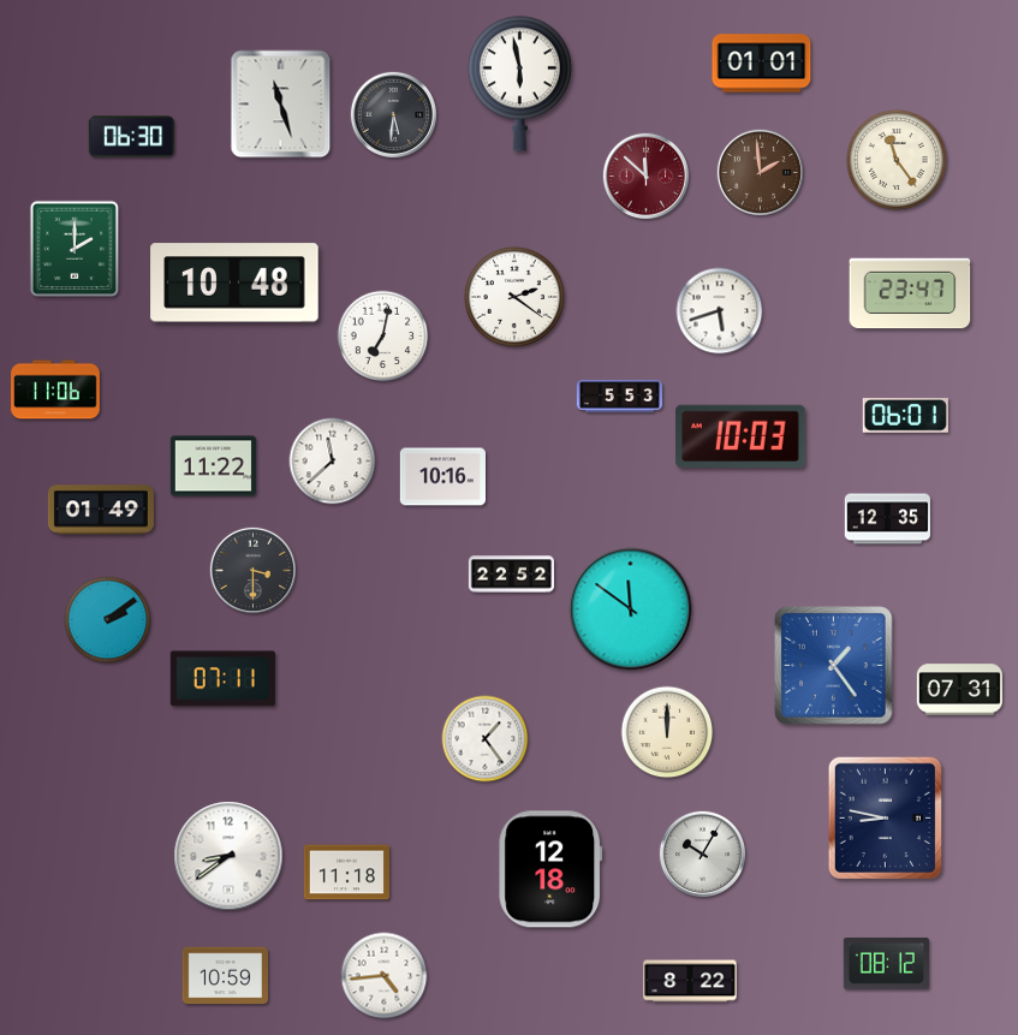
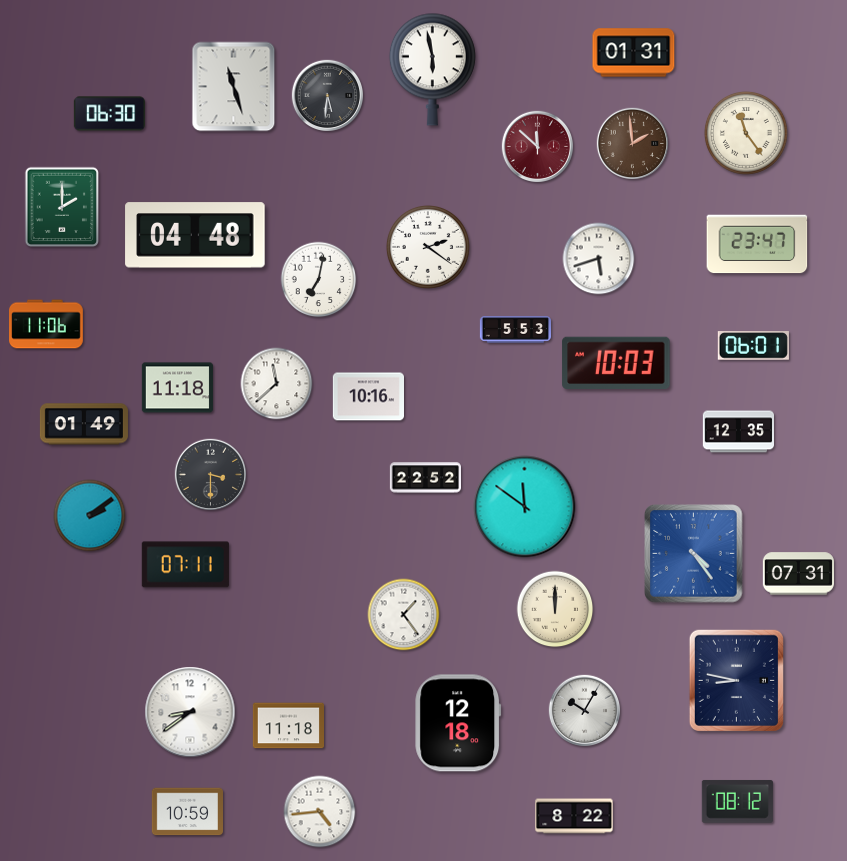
clock at (762, 64): 01:01 -> 01:31
clock at (234, 282): 10:48 -> 04:48
clock at (213, 466): 11:22 -> 11:18
clock at (834, 666): 1:24 -> 4:24
